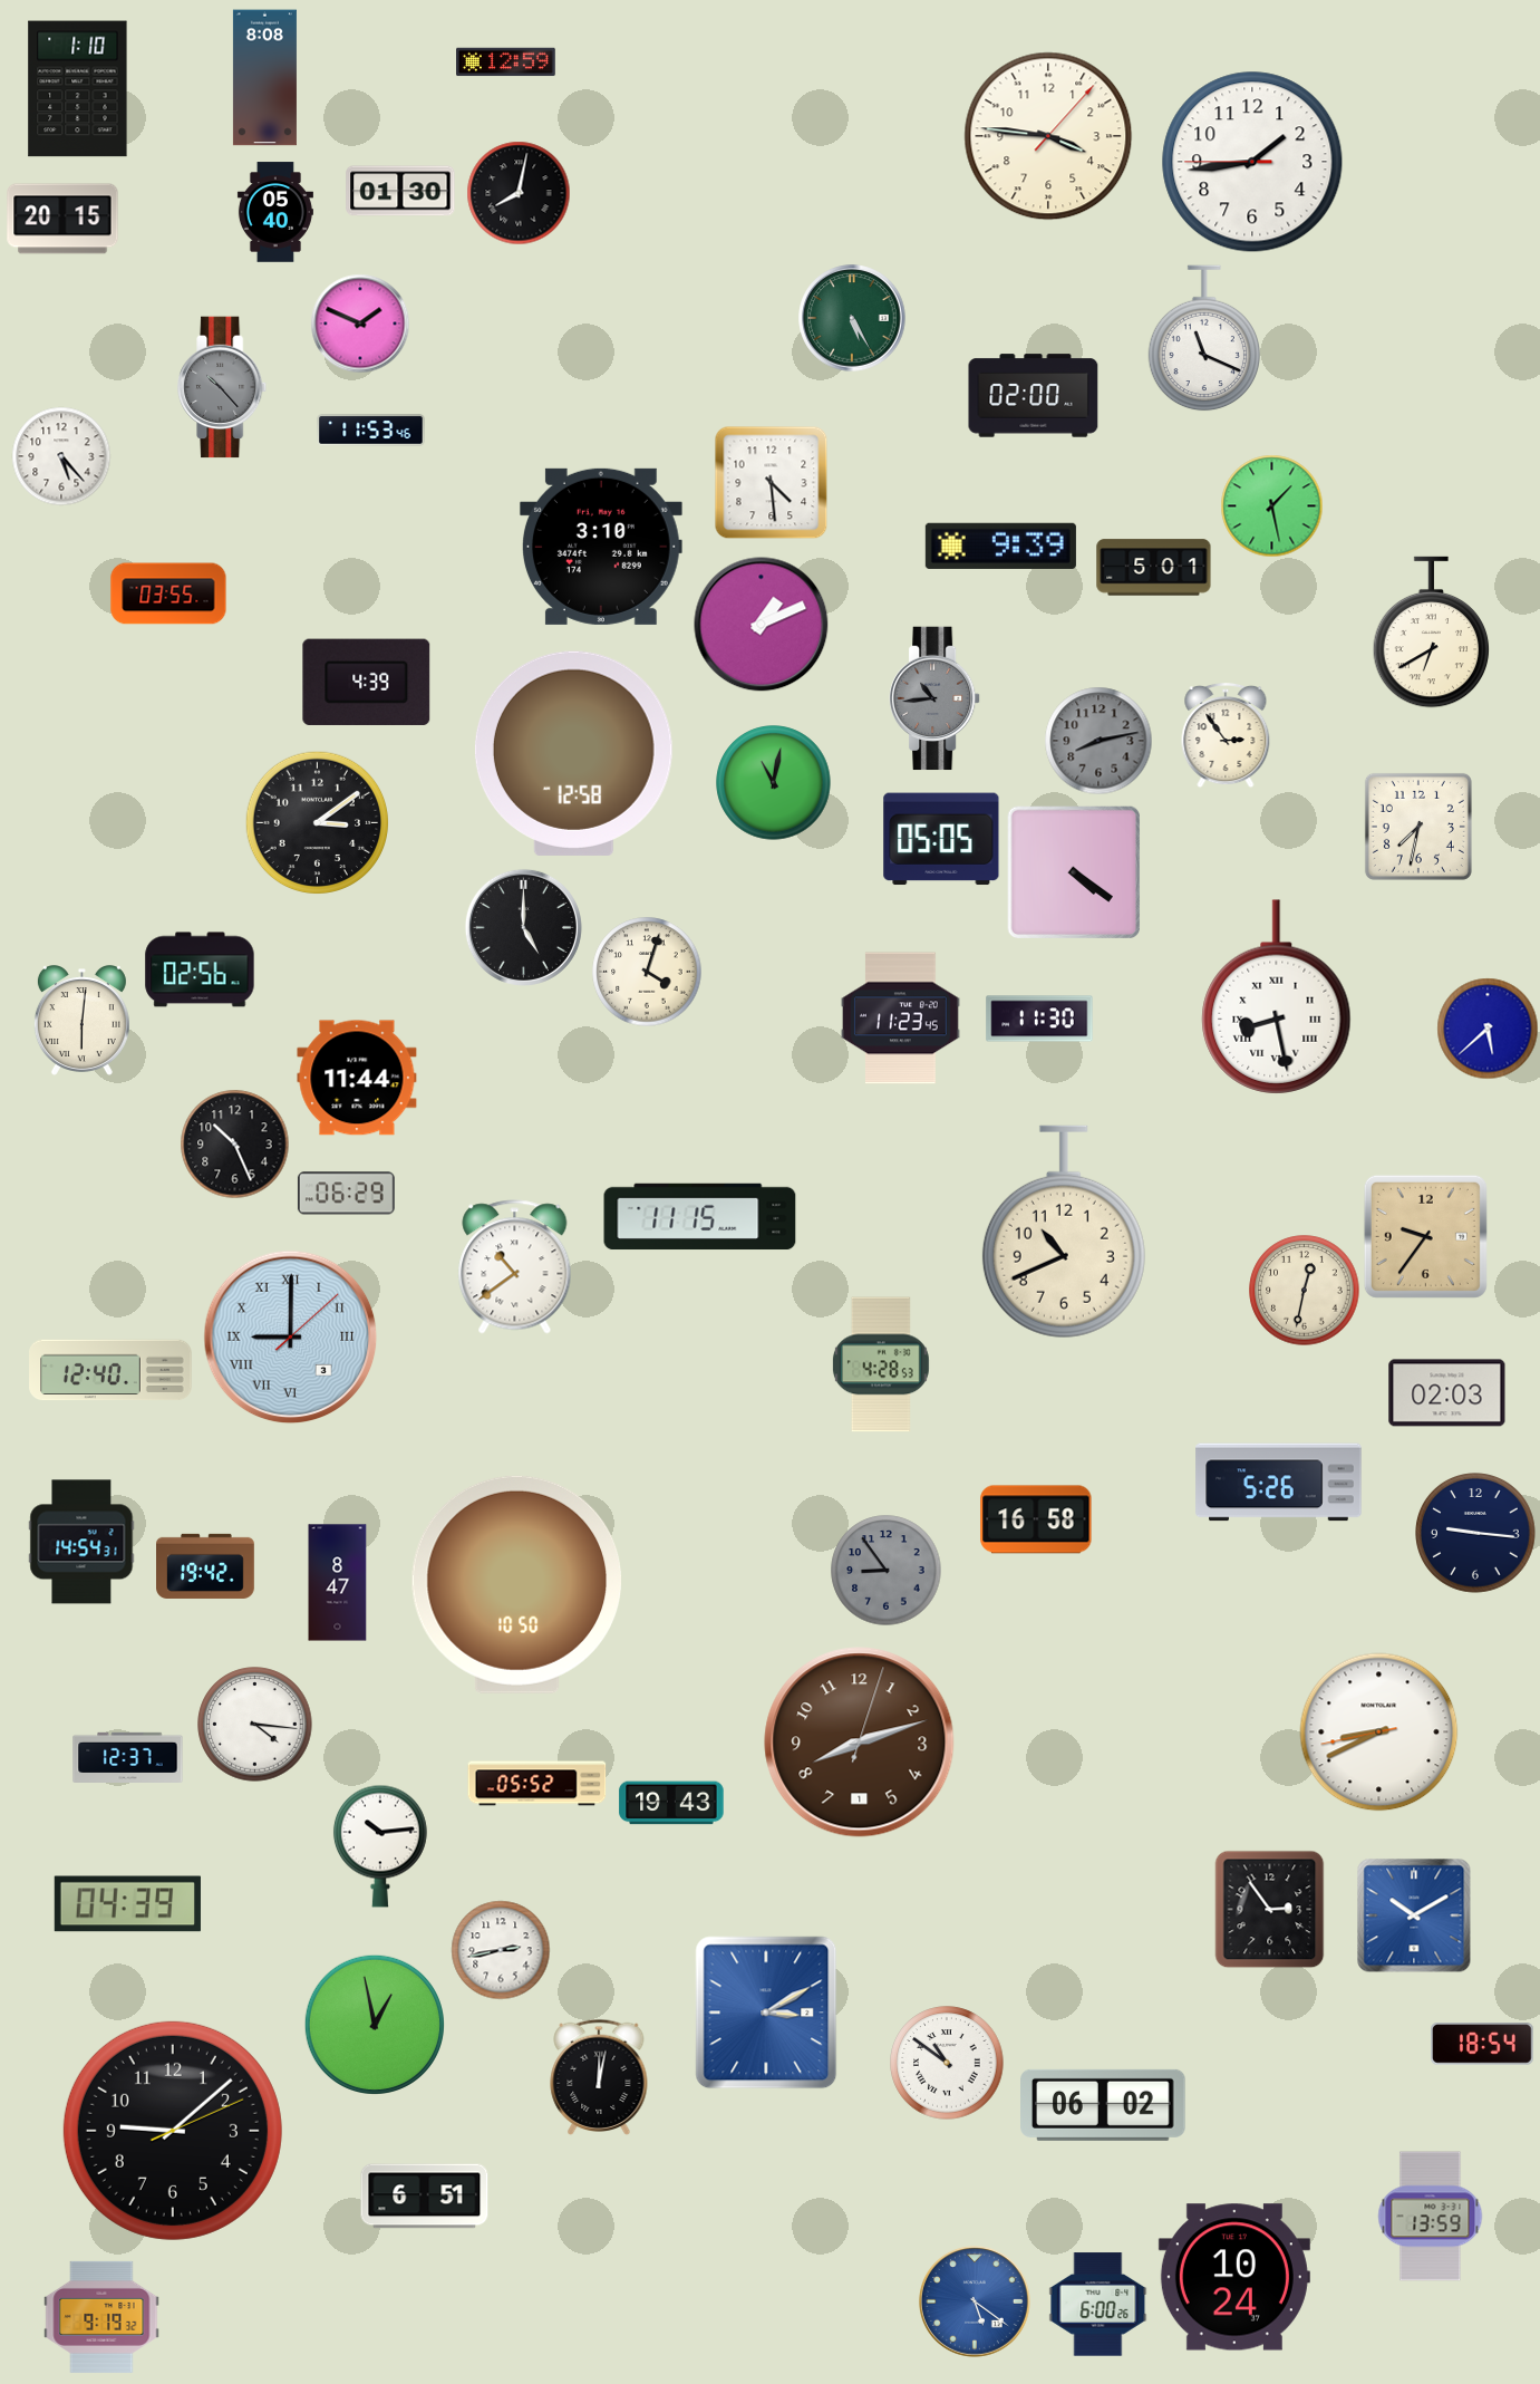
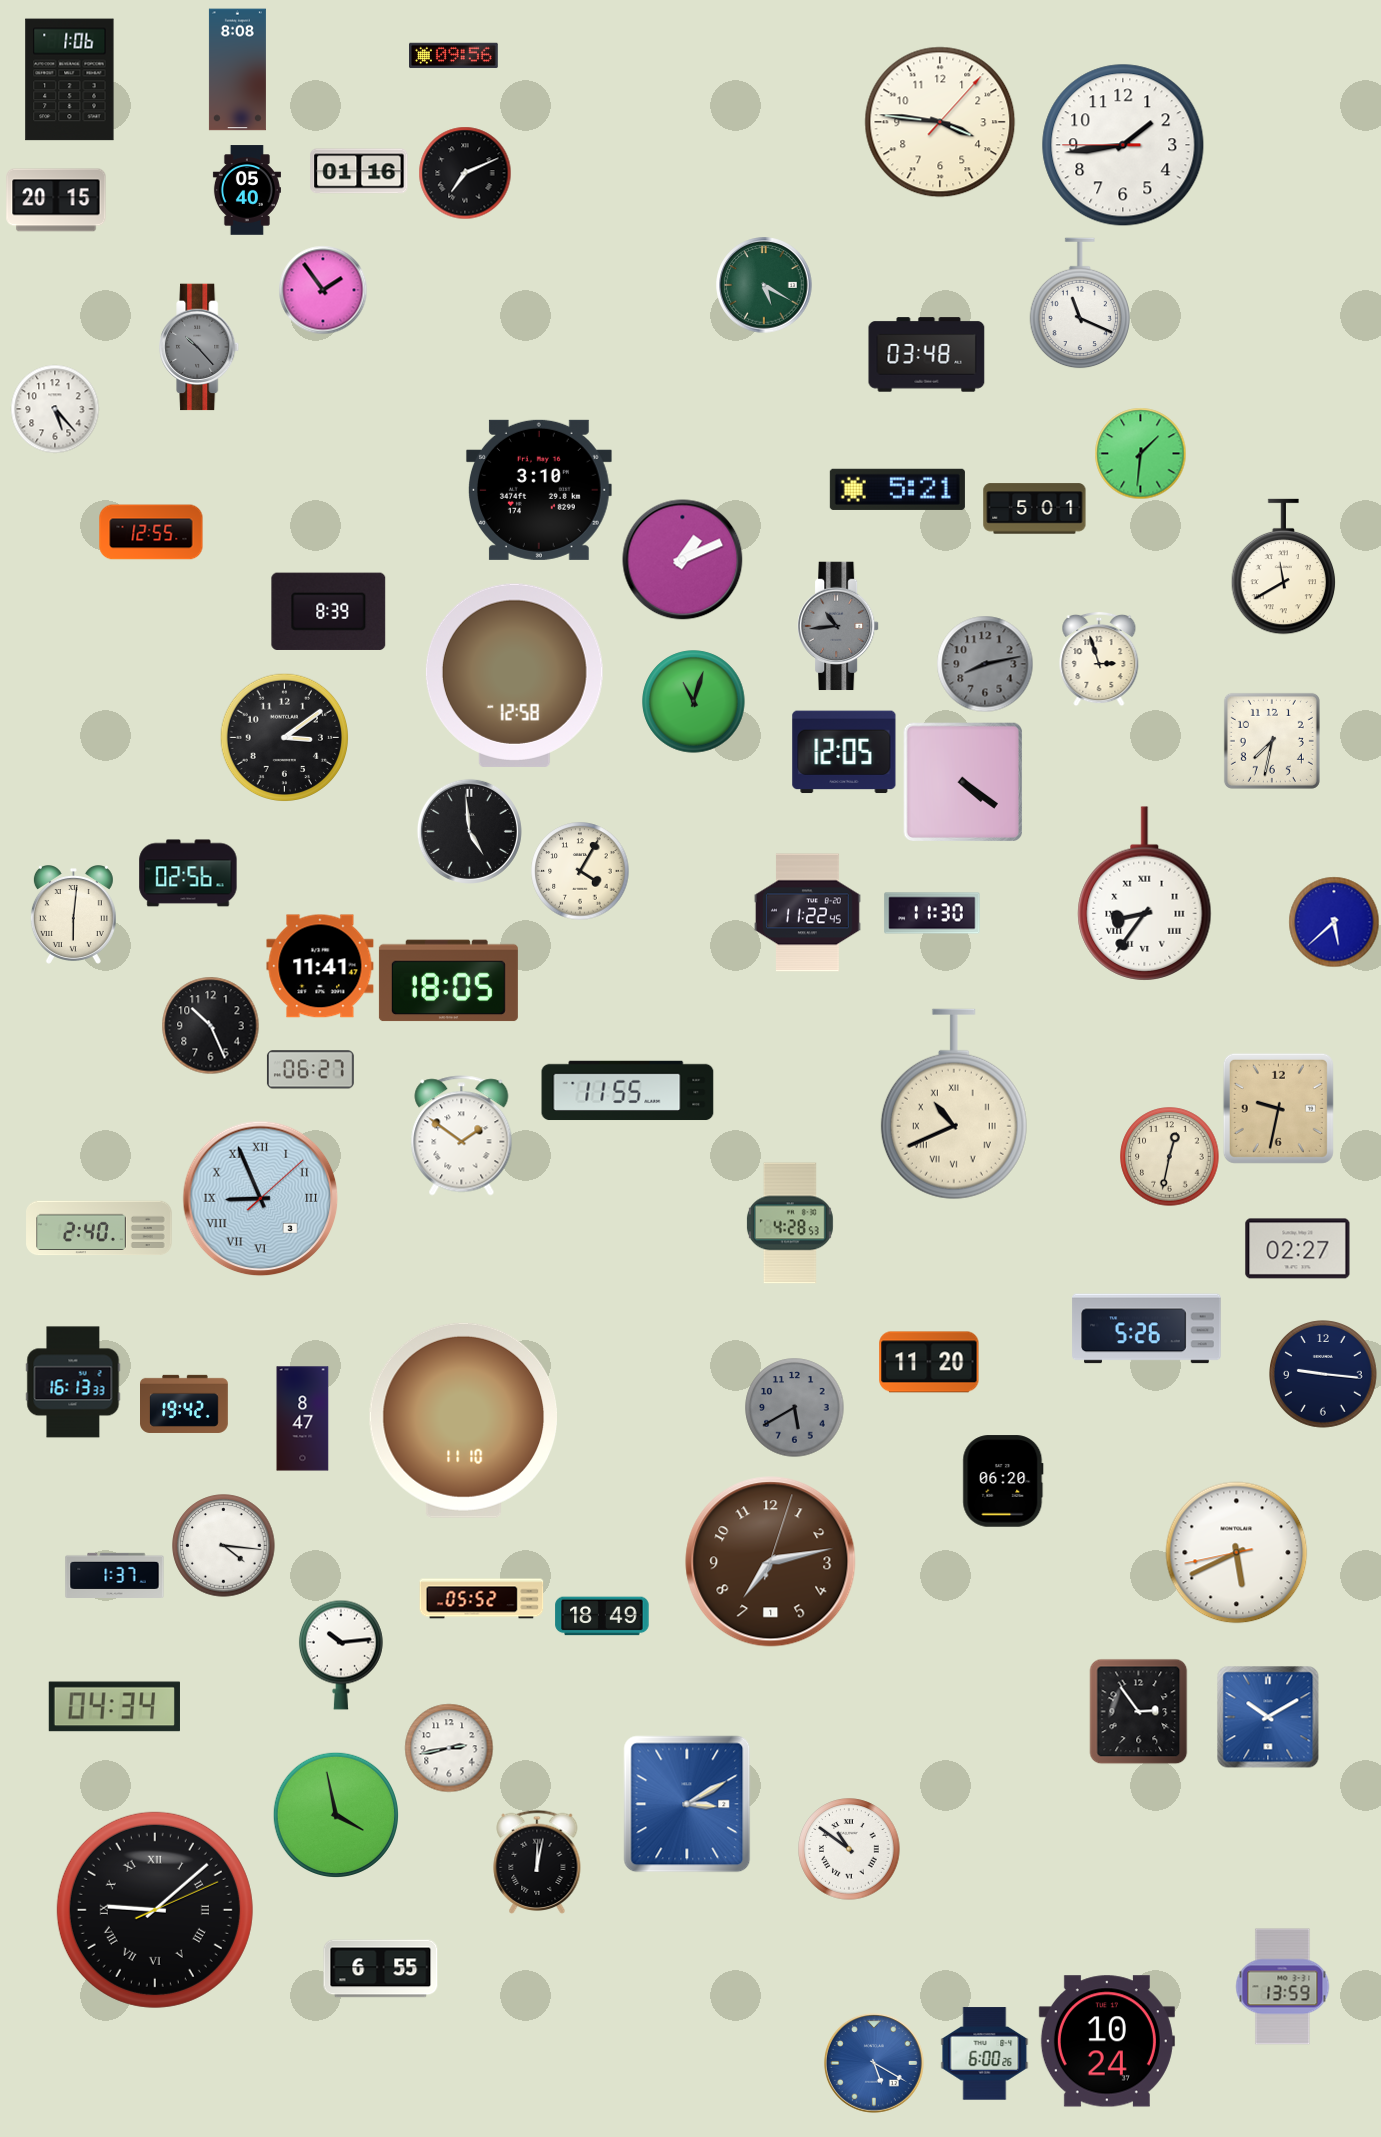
clock at (506, 62): 12:59 -> 09:56
clock at (78, 89): 1:10 -> 1:06
clock at (400, 191): 01:30 -> 01:16
clock at (519, 193): 8:02 -> 7:11
clock at (62, 219) position: (62, 219) -> (56, 200)
clock at (852, 318): 5:25 -> 5:20
clock at (360, 324): 1:49 -> 1:54
clock at (1034, 396): 02:00 -> 03:48
clock at (371, 431): 11:53 -> none
clock at (771, 482): 4:29 -> none
clock at (1271, 505): 1:28 -> 1:31
clock at (1000, 546): 9:39 -> 5:21
clock at (168, 593): 03:55 -> 12:55
clock at (1432, 633): 6:40 -> 11:40
clock at (367, 682): 4:39 -> 8:39
clock at (1226, 735): 2:54 -> 2:57
clock at (774, 783): 11:02 -> 11:03
clock at (941, 839): 05:05 -> 12:05
clock at (523, 927): 5:00 -> 4:59
clock at (200, 969) position: (200, 969) -> (188, 873)
clock at (647, 972): 4:03 -> 4:05
clock at (1277, 997): 8:28 -> 8:36
clock at (900, 1019): 11:23 -> 11:22
clock at (357, 1078): 11:44 -> 11:41
clock at (448, 981): none -> 18:05
clock at (346, 1194): 06:29 -> 06:27
clock at (700, 1217): 11:15 -> 11:55
clock at (1064, 1232) numerals: Arabic -> Roman
clock at (1425, 1236): 9:36 -> 9:32
clock at (515, 1267): 10:39 -> 1:51
clock at (291, 1338): 9:00 -> 8:56
clock at (110, 1370): 12:40 -> 2:40
clock at (1447, 1393): 02:03 -> 02:27
clock at (1036, 1519): 16:58 -> 11:20
clock at (81, 1542): 14:54 -> 16:13
clock at (887, 1571): 8:54 -> 5:40
clock at (516, 1584): 10:50 -> 11:10
clock at (1003, 1481): none -> 06:20
clock at (255, 1725) position: (255, 1725) -> (224, 1546)
clock at (1379, 1732): 8:40 -> 5:40
clock at (860, 1743): 8:12 -> 7:13
clock at (128, 1757): 12:37 -> 1:37
clock at (671, 1803): 19:43 -> 18:49
clock at (127, 1904): 04:39 -> 04:34
clock at (375, 2025): 12:58 -> 3:58
clock at (1482, 2045): 18:54 -> none
clock at (1103, 2105): 06:02 -> none
clock at (173, 2131) numerals: Arabic -> Roman
clock at (425, 2197): 6:51 -> 6:55
clock at (975, 2301): 5:21 -> 5:20
clock at (1098, 2305) position: (1098, 2305) -> (985, 2054)
clock at (101, 2317): 9:19 -> none
